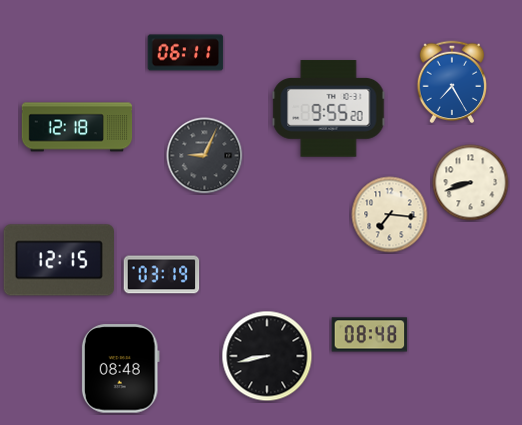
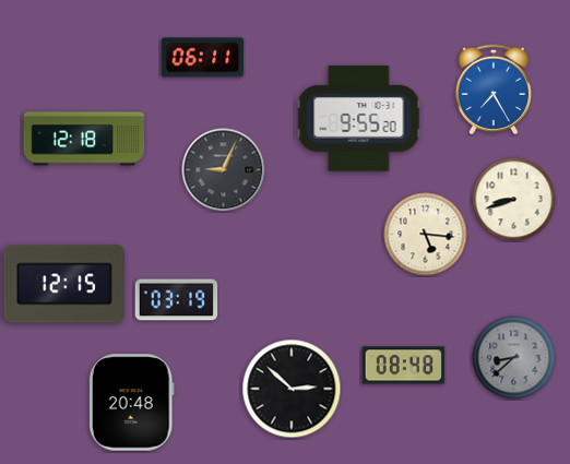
clock at (390, 215): 7:16 -> 5:16
clock at (514, 358): none -> 8:38
clock at (267, 356): 8:43 -> 2:52
clock at (120, 369): 08:48 -> 20:48
